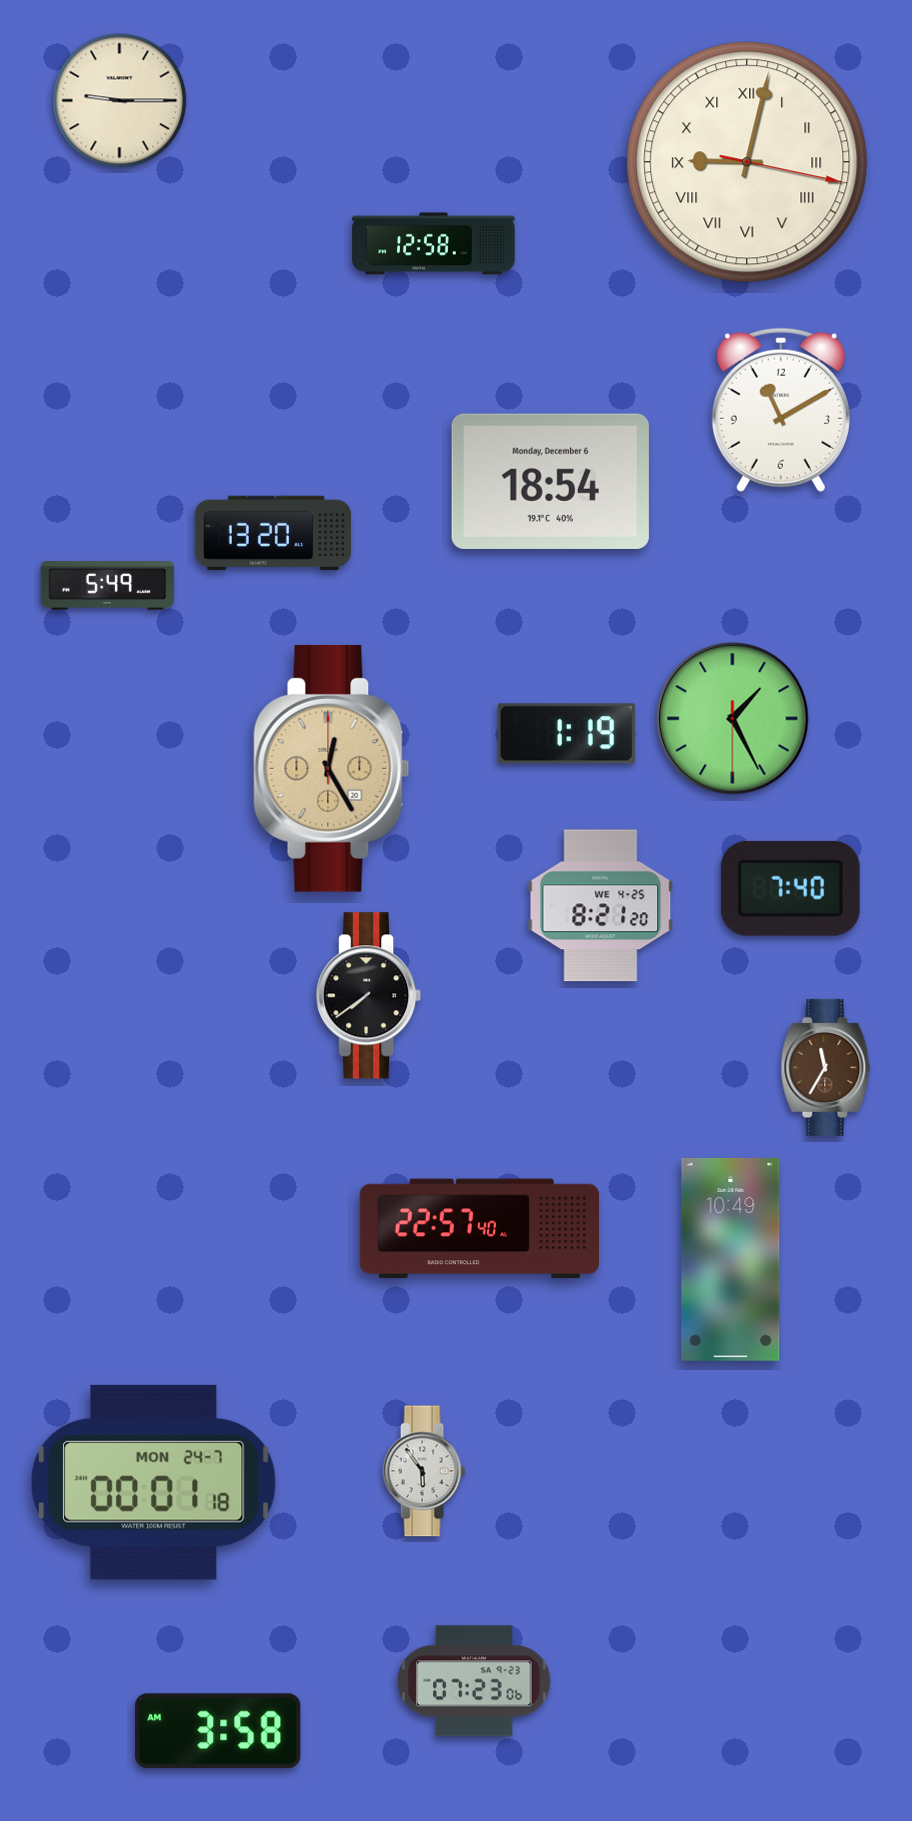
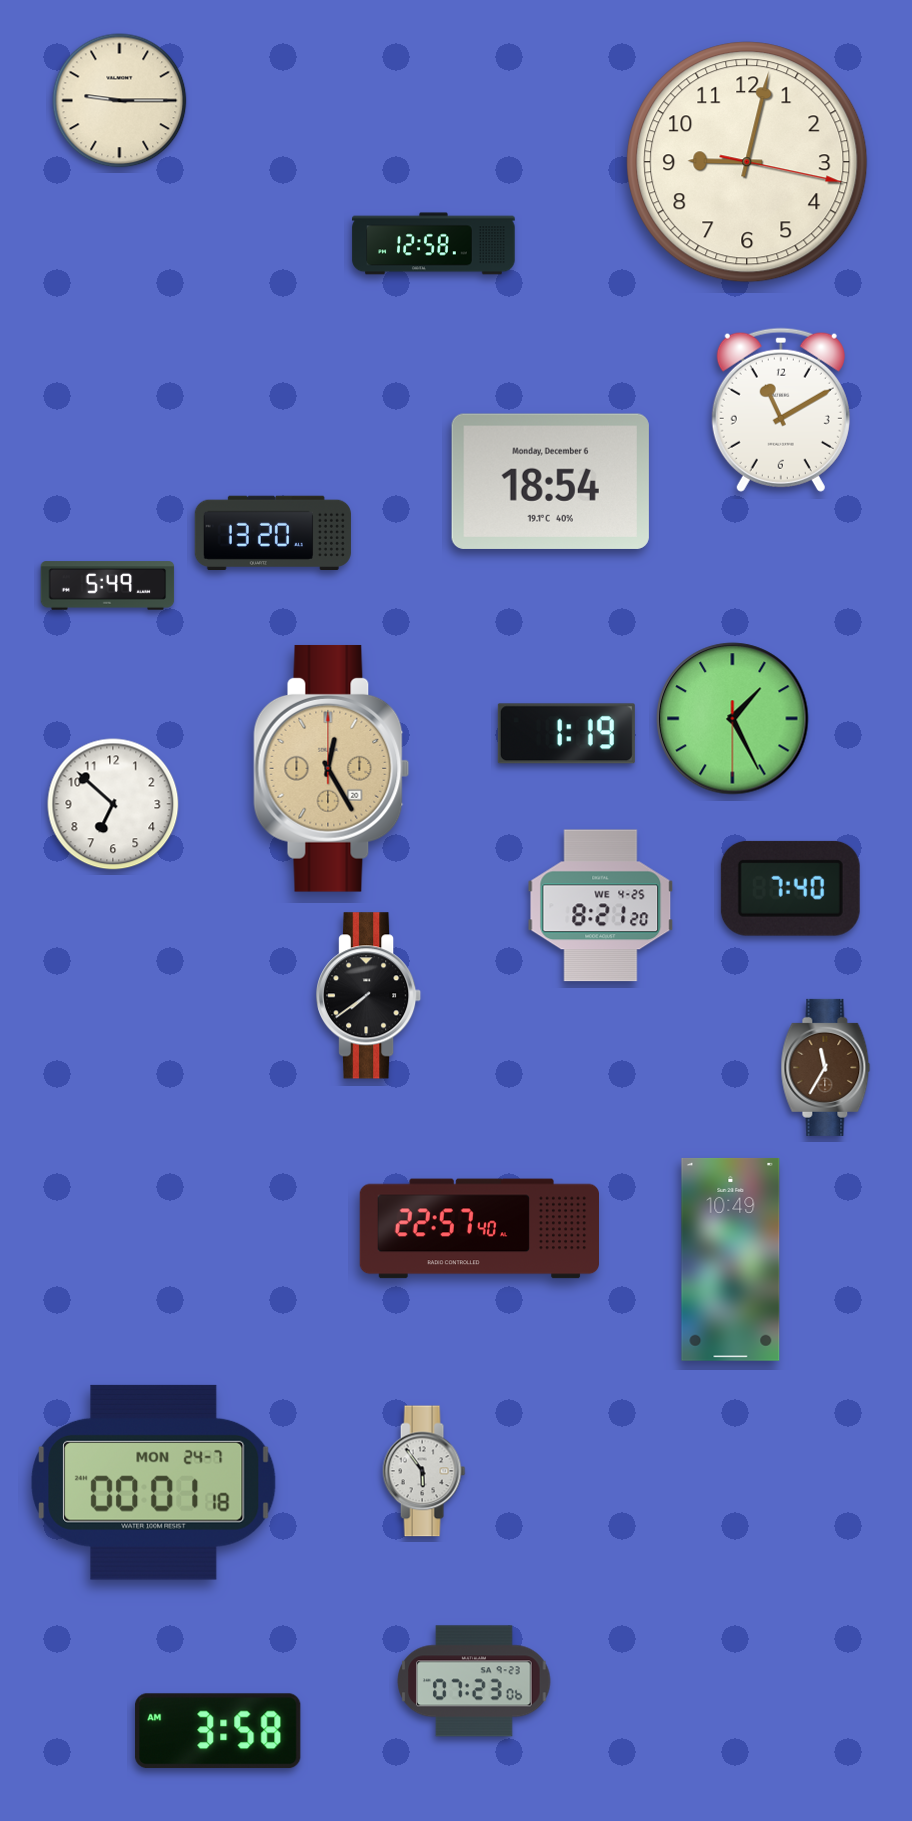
clock at (747, 162) numerals: Roman -> Arabic
clock at (113, 804): none -> 6:52
